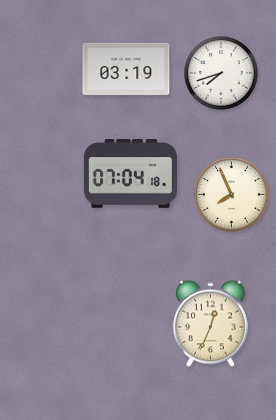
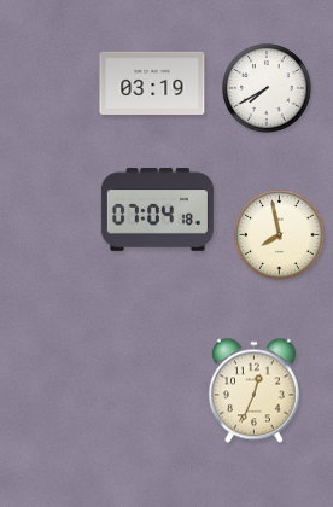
clock at (221, 73): 7:42 -> 7:40
clock at (232, 195): 7:56 -> 7:58
